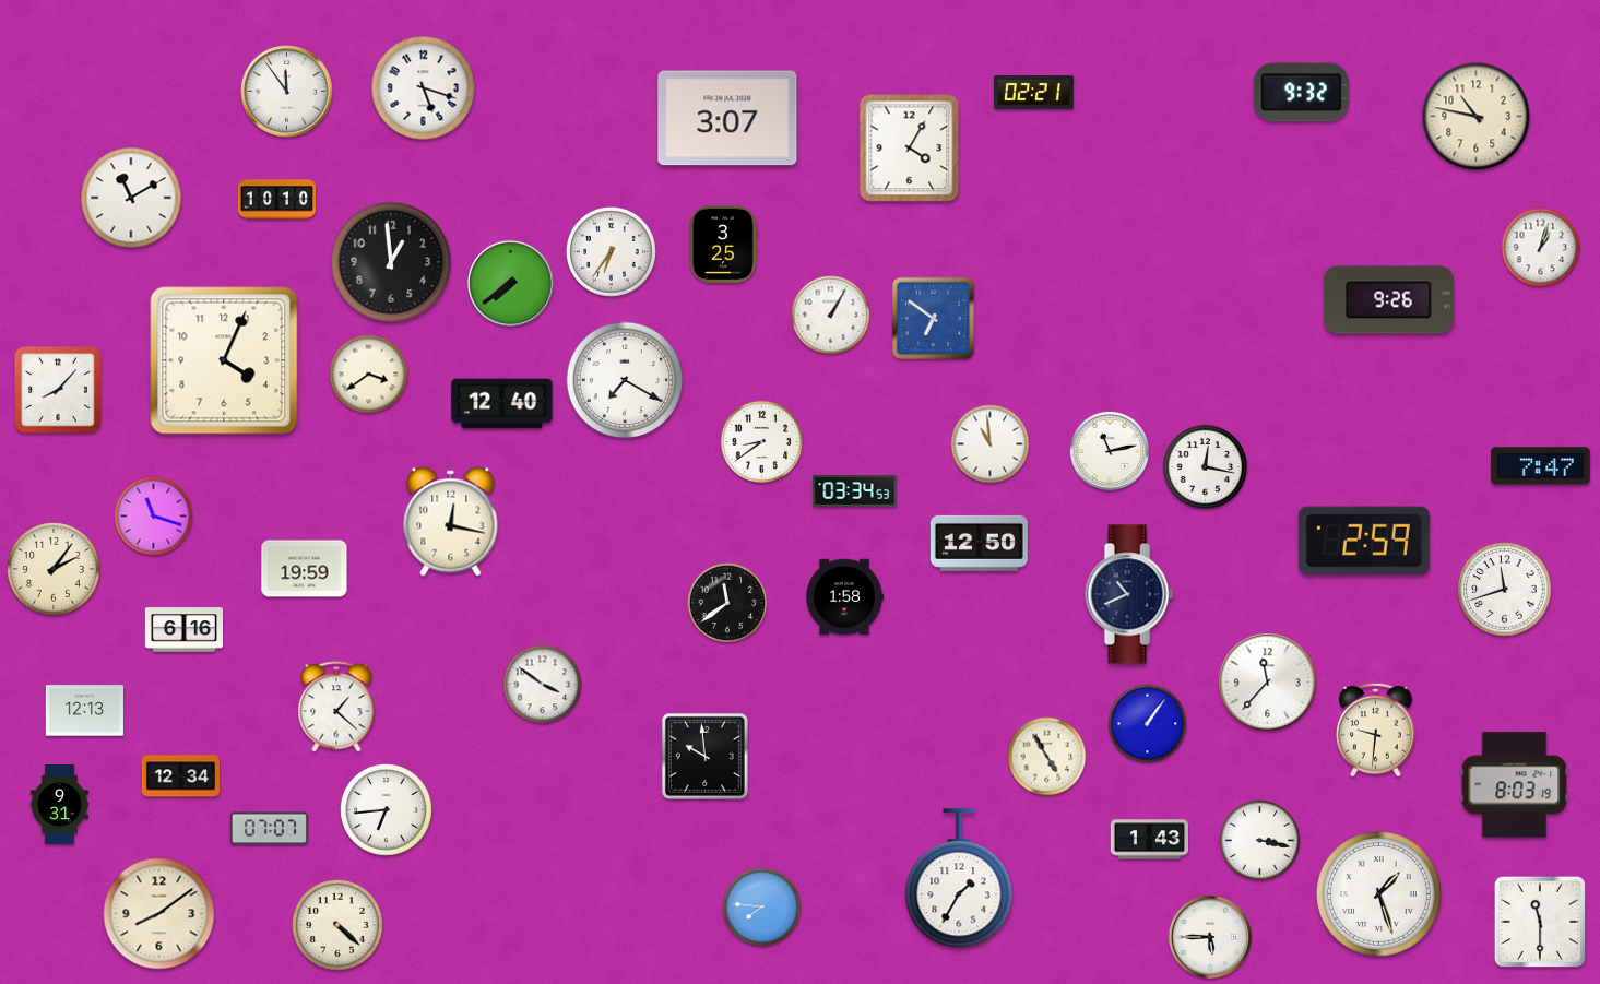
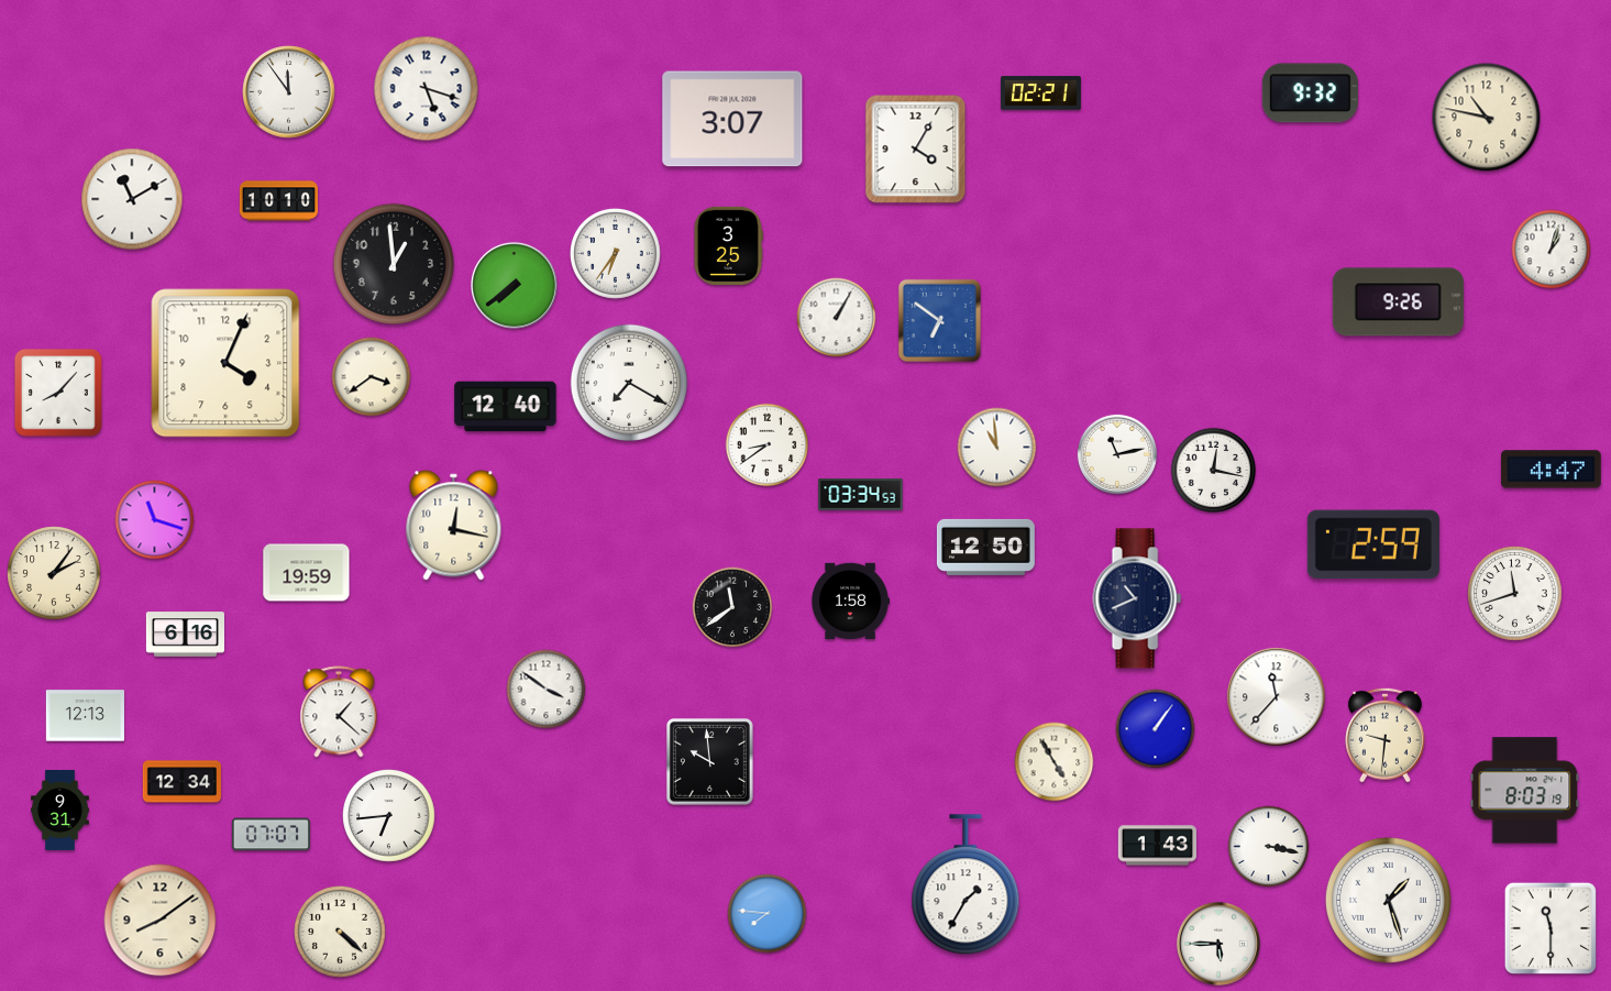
clock at (1541, 466): 7:47 -> 4:47
clock at (1268, 683) position: (1268, 683) -> (1277, 697)
